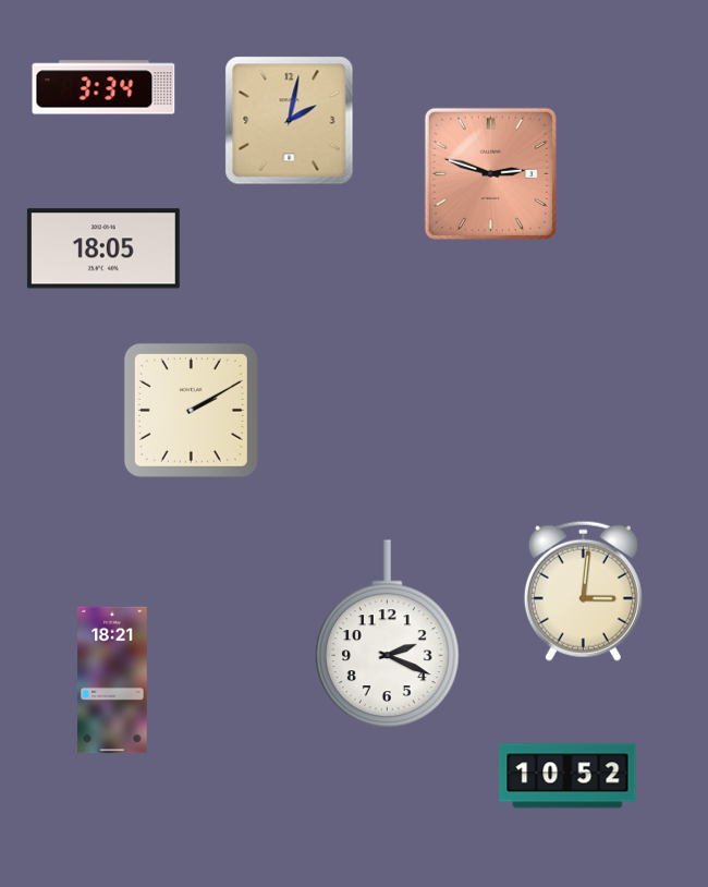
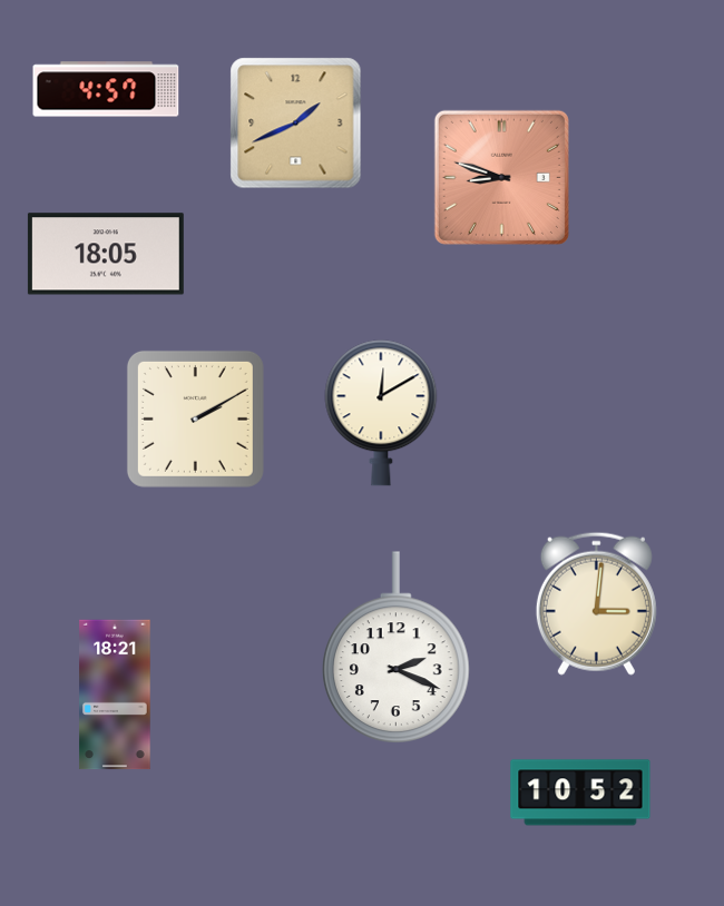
clock at (103, 87): 3:34 -> 4:57
clock at (290, 121): 2:02 -> 1:41
clock at (490, 173): 2:48 -> 8:48
clock at (381, 413): none -> 12:10
